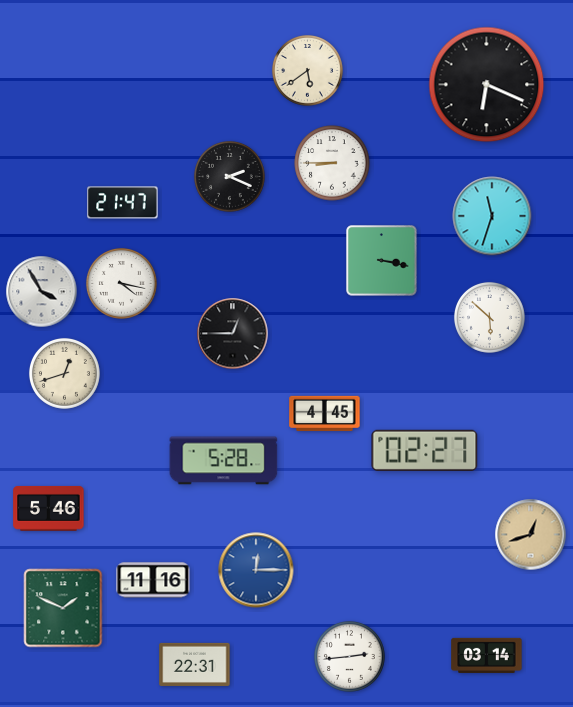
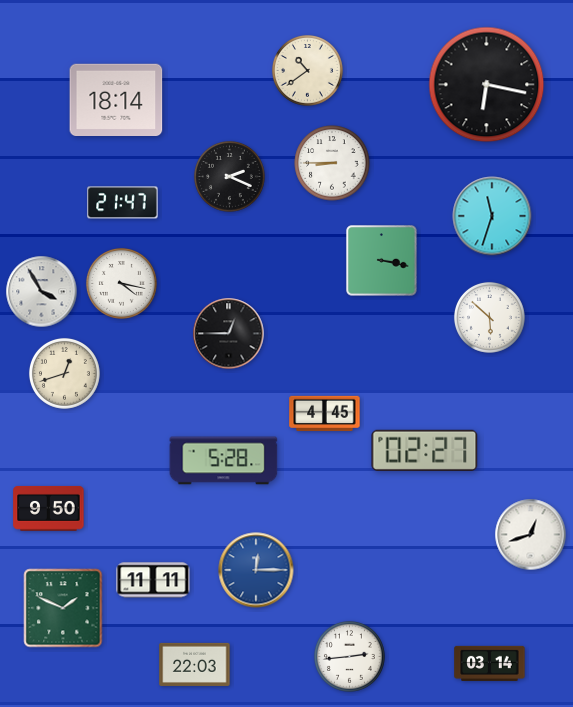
clock at (307, 70): 5:39 -> 10:39
clock at (487, 85): 6:19 -> 6:17
clock at (116, 99): none -> 18:14
clock at (233, 334) position: (233, 334) -> (229, 334)
clock at (49, 508): 5:46 -> 9:50
clock at (531, 535) dial: champagne -> white
clock at (153, 580): 11:16 -> 11:11
clock at (487, 655) position: (487, 655) -> (490, 663)
clock at (195, 664): 22:31 -> 22:03
